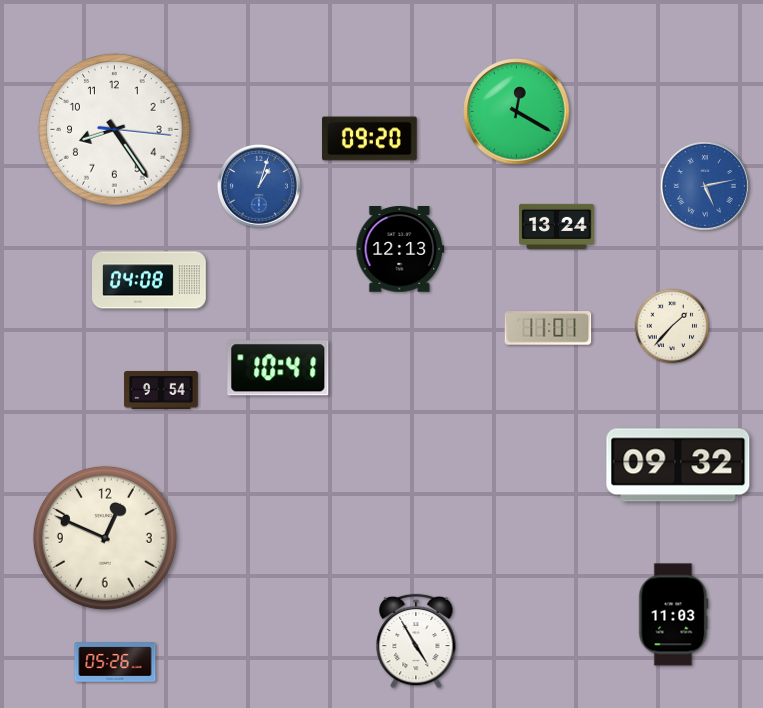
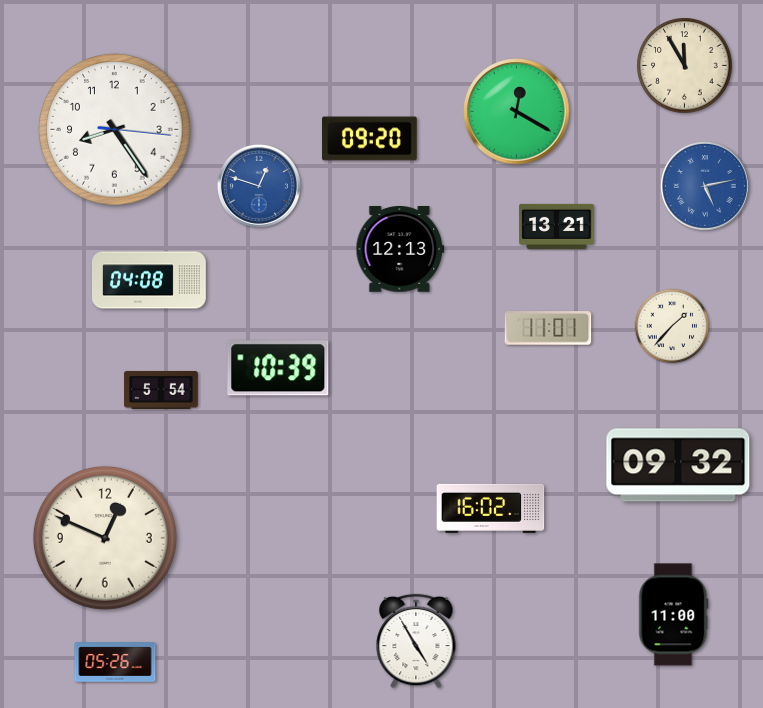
clock at (685, 66): none -> 11:55
clock at (259, 186): 1:03 -> 12:48
clock at (557, 226): 13:24 -> 13:21
clock at (278, 368): 10:41 -> 10:39
clock at (161, 390): 9:54 -> 5:54
clock at (491, 508): none -> 16:02
clock at (674, 615): 11:03 -> 11:00
